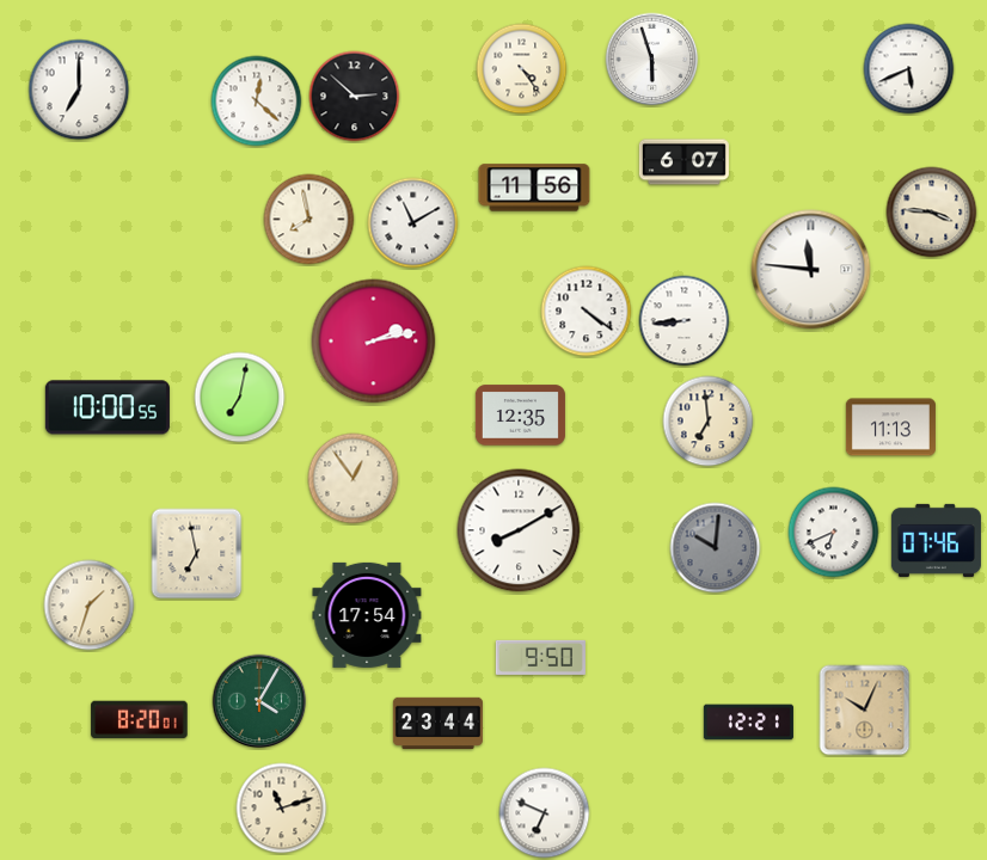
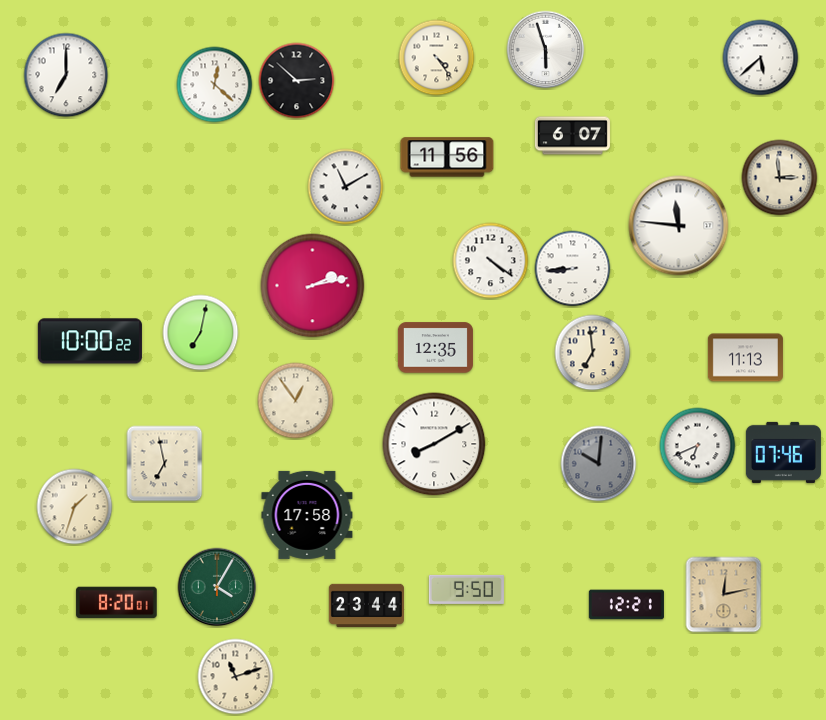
clock at (909, 69): 5:41 -> 5:38
clock at (932, 213): 3:46 -> 2:59
clock at (309, 220): 7:58 -> none
clock at (108, 407): 10:00:55 -> 10:00:22
clock at (716, 548) position: (716, 548) -> (599, 464)
clock at (367, 615): 17:54 -> 17:58
clock at (540, 657) position: (540, 657) -> (466, 589)
clock at (865, 711): 10:04 -> 12:13
clock at (545, 813): 6:49 -> none
